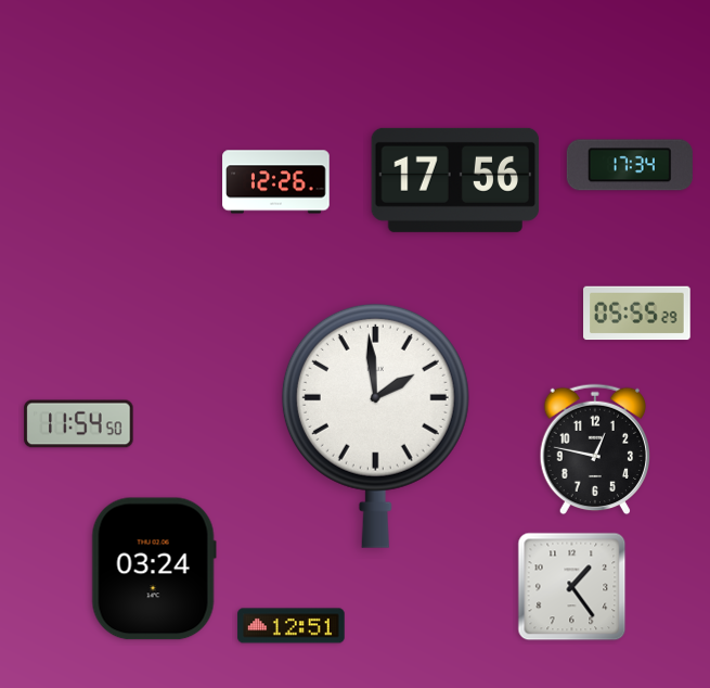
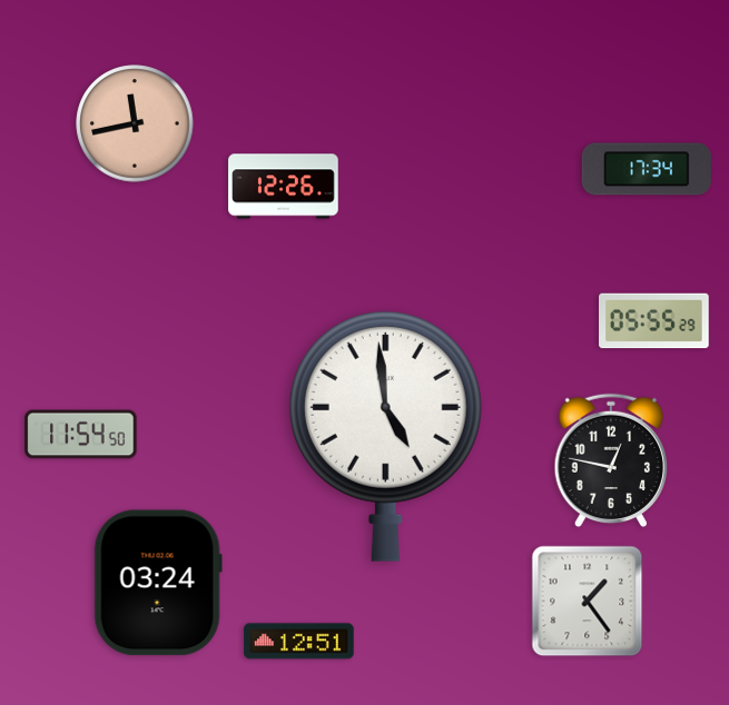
clock at (135, 123): none -> 11:43
clock at (455, 180): 17:56 -> none
clock at (375, 425): 1:59 -> 4:59
